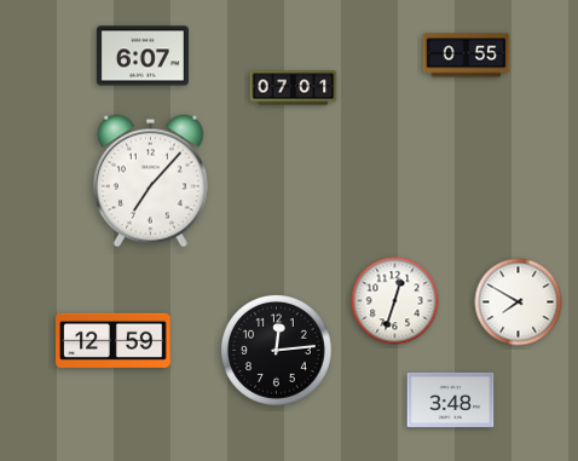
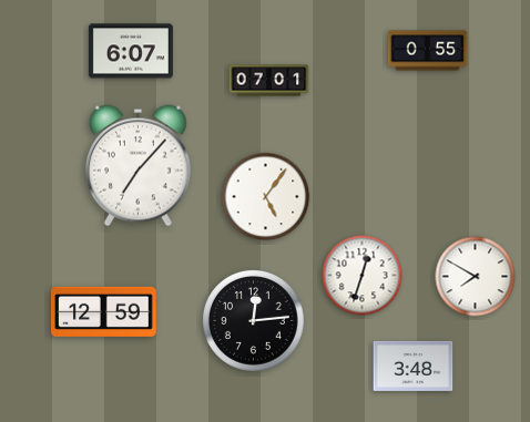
clock at (266, 197): none -> 5:06
